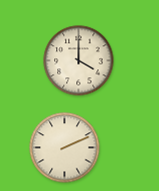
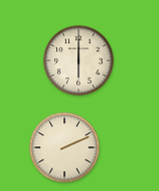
clock at (79, 61): 4:00 -> 6:00
